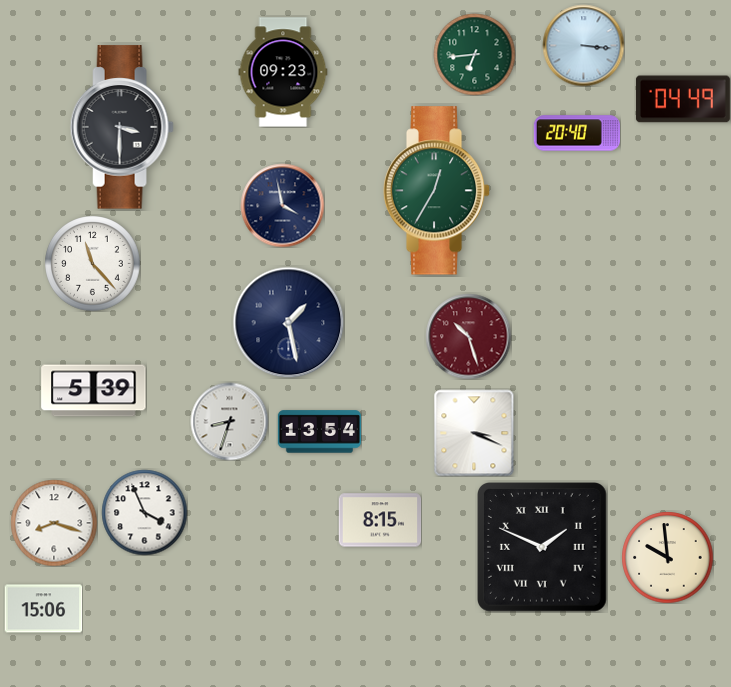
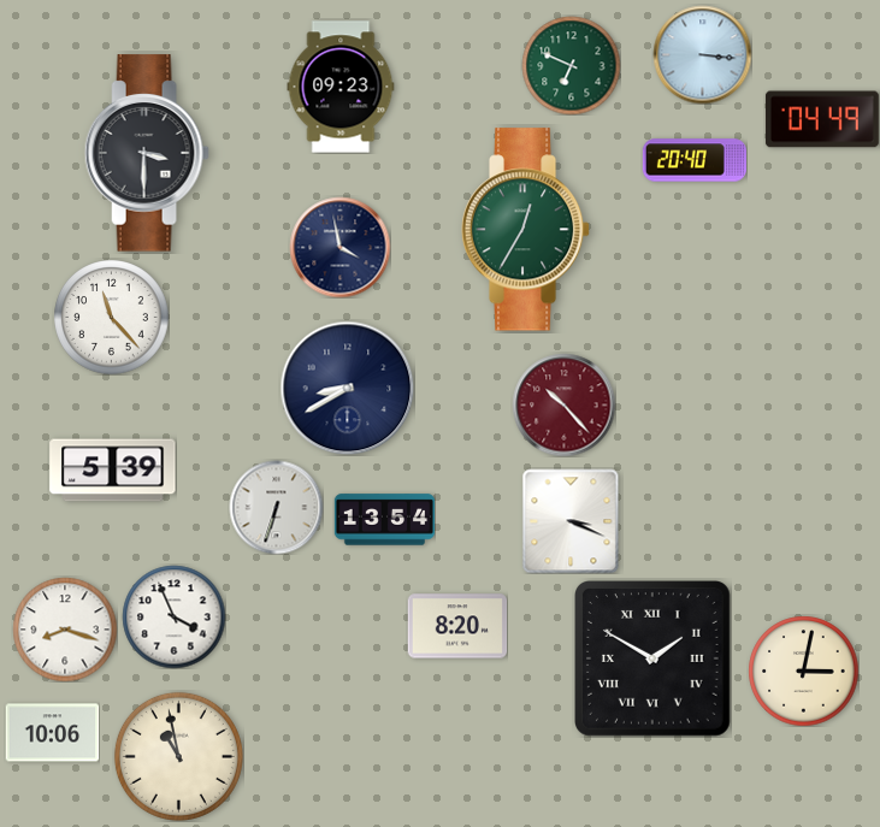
clock at (474, 54): 6:44 -> 6:49
clock at (288, 322): 1:28 -> 8:40
clock at (468, 336): 10:27 -> 10:23
clock at (229, 421): 8:33 -> 6:33
clock at (380, 520): 8:15 -> 8:20
clock at (543, 548): 1:49 -> 1:50
clock at (667, 557): 9:59 -> 3:02
clock at (43, 609): 15:06 -> 10:06
clock at (178, 756): none -> 10:58
